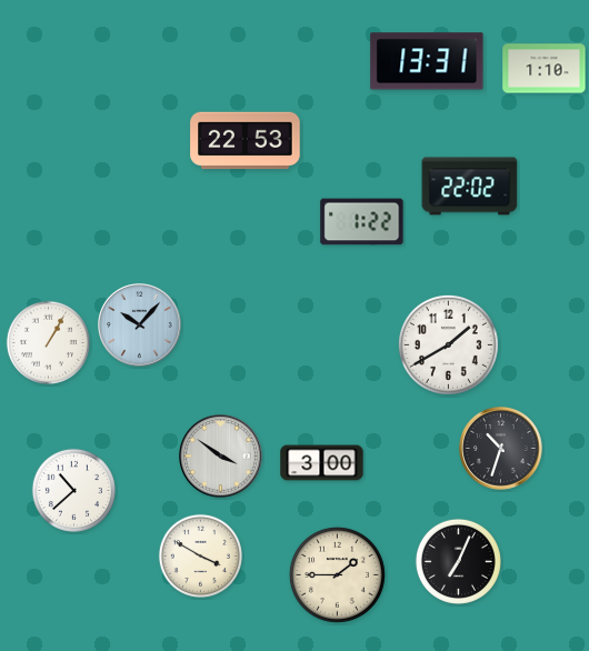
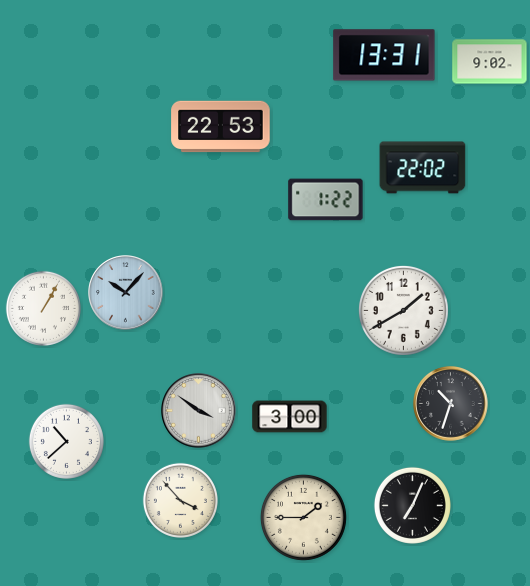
clock at (545, 69): 1:10 -> 9:02
clock at (200, 555): 3:50 -> 3:53
